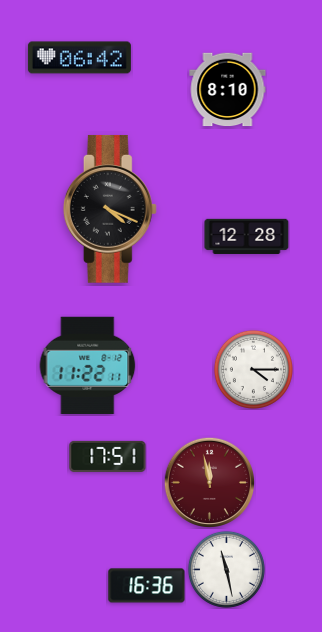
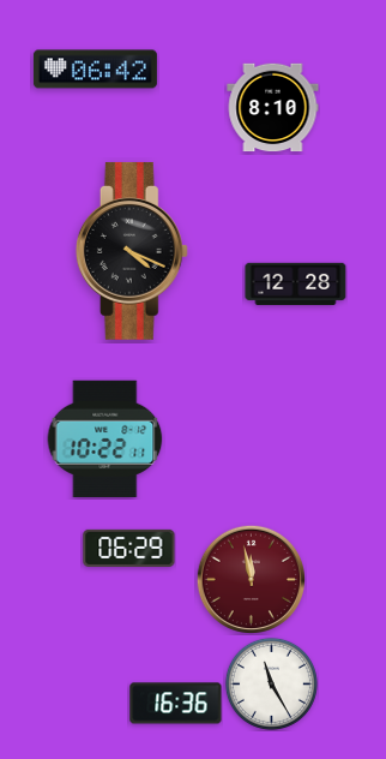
clock at (88, 365): 11:22 -> 10:22
clock at (253, 369): 4:15 -> none
clock at (108, 456): 17:51 -> 06:29
clock at (226, 569): 11:28 -> 11:25
